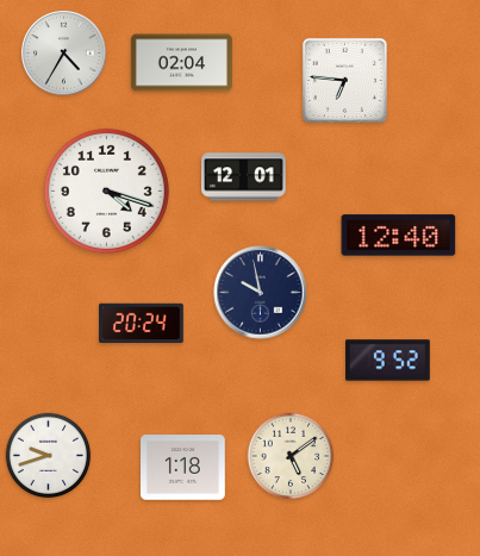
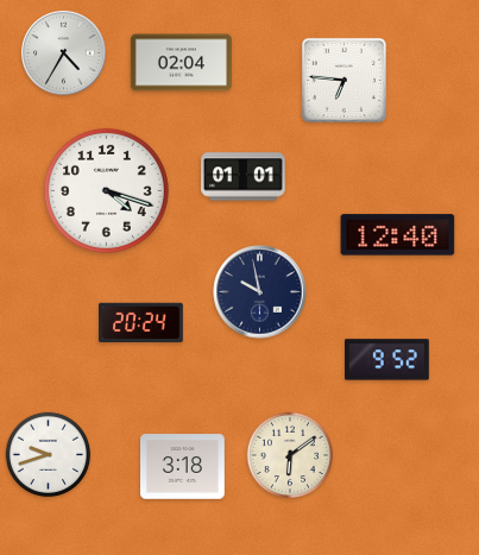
clock at (244, 177): 12:01 -> 01:01
clock at (289, 455): 5:09 -> 6:09
clock at (183, 468): 1:18 -> 3:18
